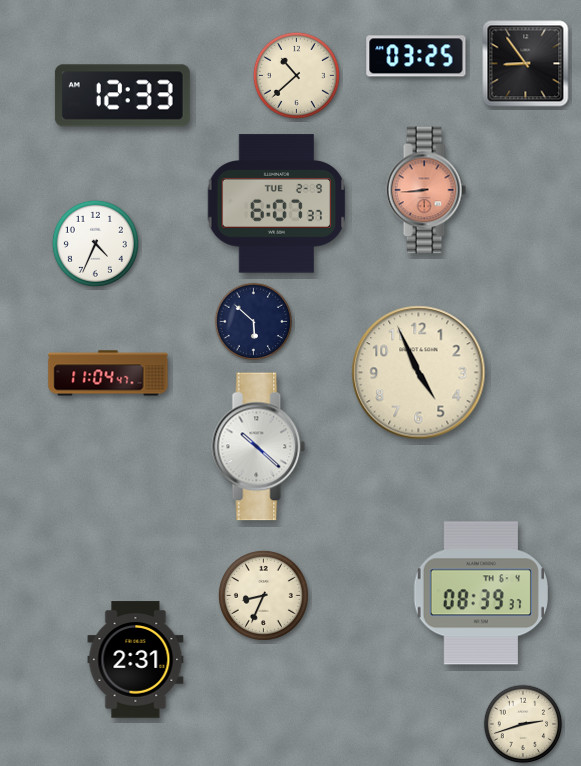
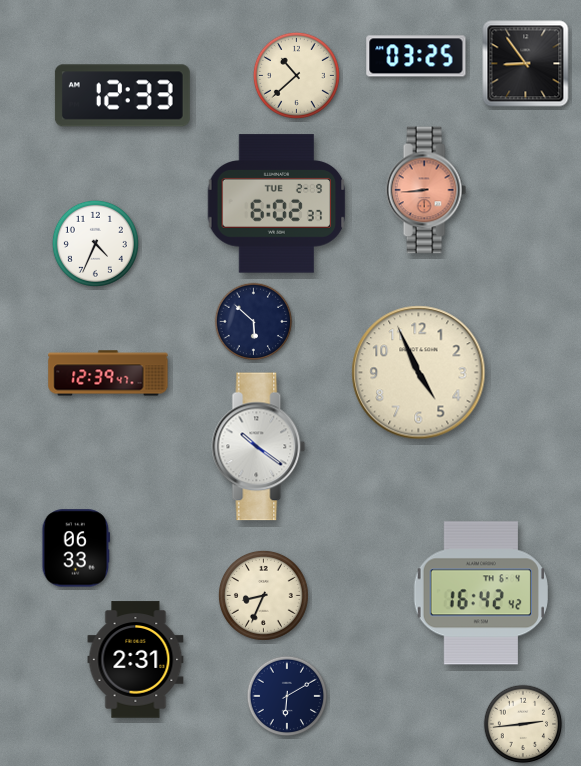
clock at (277, 204): 6:07 -> 6:02
clock at (108, 373): 11:04 -> 12:39
clock at (259, 447): 10:22 -> 10:21
clock at (76, 548): none -> 06:33
clock at (481, 593): 08:39 -> 16:42
clock at (287, 696): none -> 6:10
clock at (523, 724): 2:42 -> 2:44
